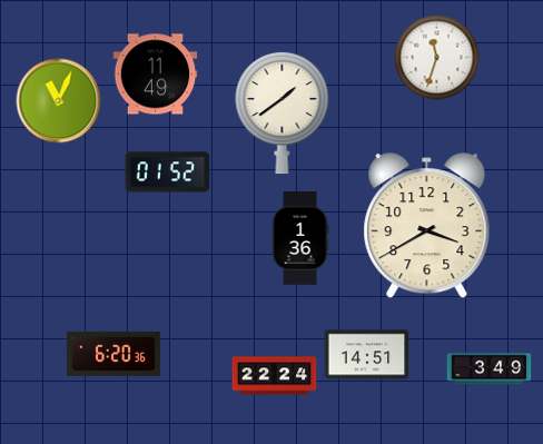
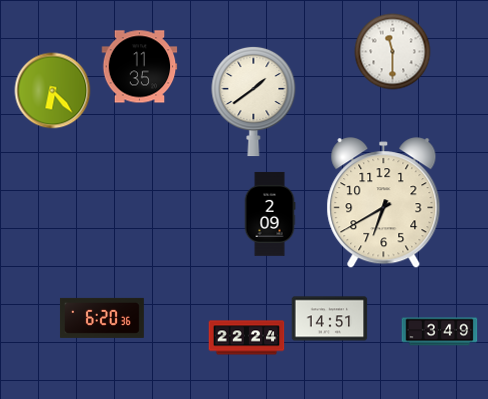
clock at (437, 58): 11:33 -> 11:30
clock at (156, 75): 11:49 -> 11:35
clock at (59, 101): 11:04 -> 6:23
clock at (168, 172): 01:52 -> none
clock at (427, 226): 3:40 -> 6:40
clock at (300, 238): 1:36 -> 2:09
